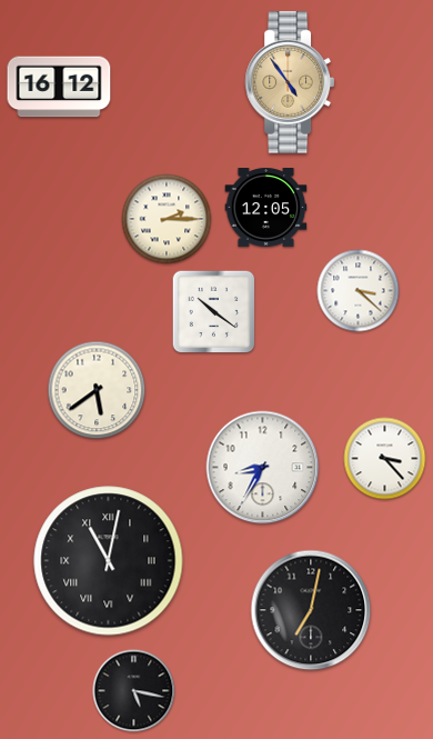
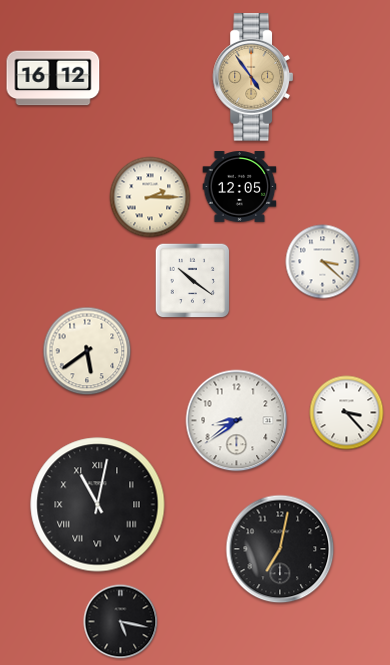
clock at (289, 82) position: (289, 82) -> (252, 77)
clock at (263, 468): 8:35 -> 8:39
